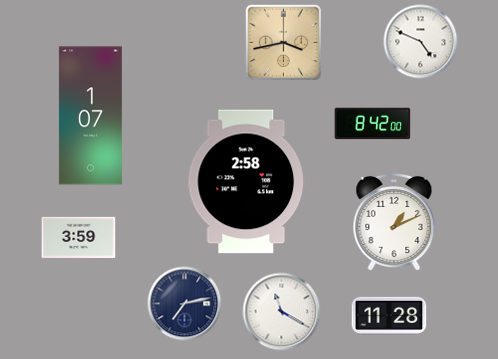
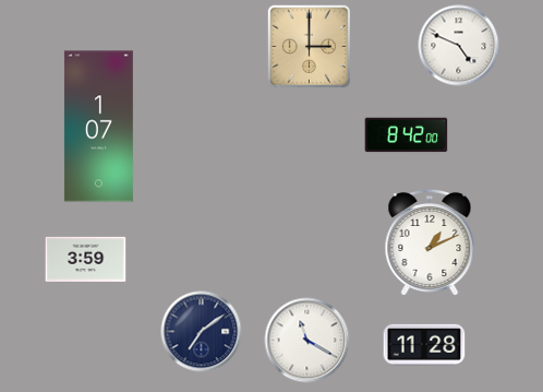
clock at (283, 42): 3:43 -> 3:00
clock at (247, 182): 2:58 -> none
clock at (185, 304): 7:13 -> 7:09
